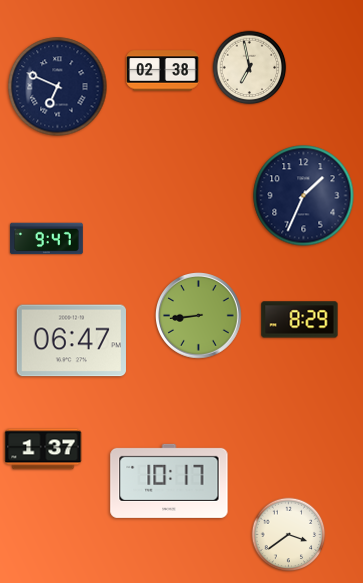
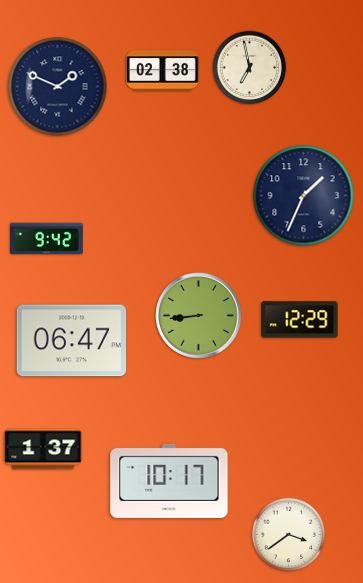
clock at (58, 87): 6:49 -> 1:49
clock at (47, 239): 9:47 -> 9:42
clock at (300, 320): 8:29 -> 12:29
